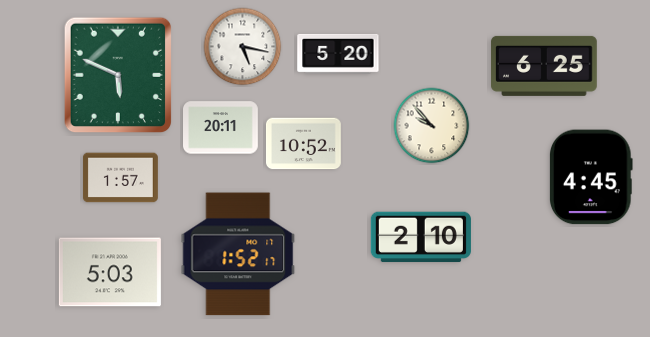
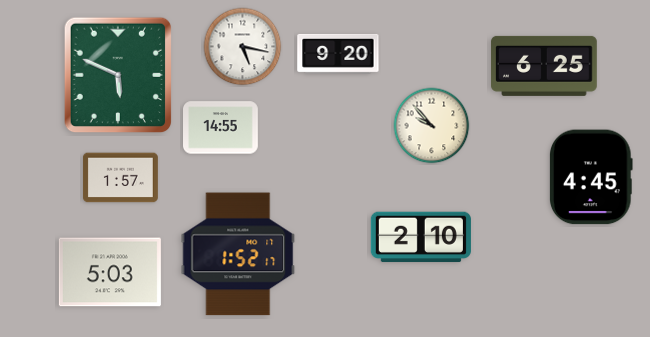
clock at (338, 54): 5:20 -> 9:20
clock at (221, 128): 20:11 -> 14:55
clock at (303, 144): 10:52 -> none
